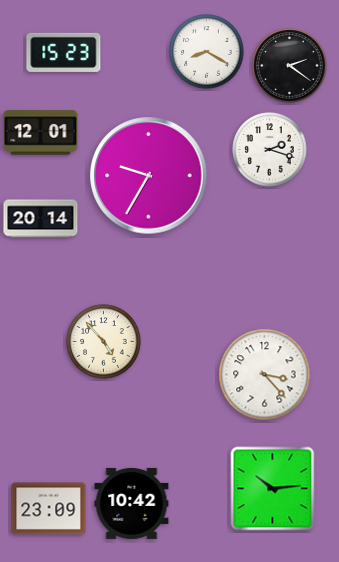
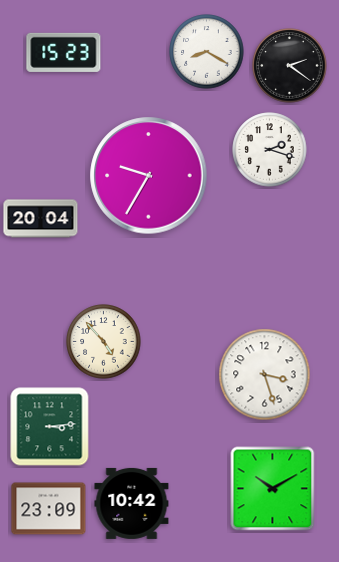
clock at (41, 133): 12:01 -> none
clock at (41, 219): 20:14 -> 20:04
clock at (265, 375): 3:23 -> 3:27
clock at (50, 427): none -> 3:14
clock at (273, 489): 10:14 -> 10:10
